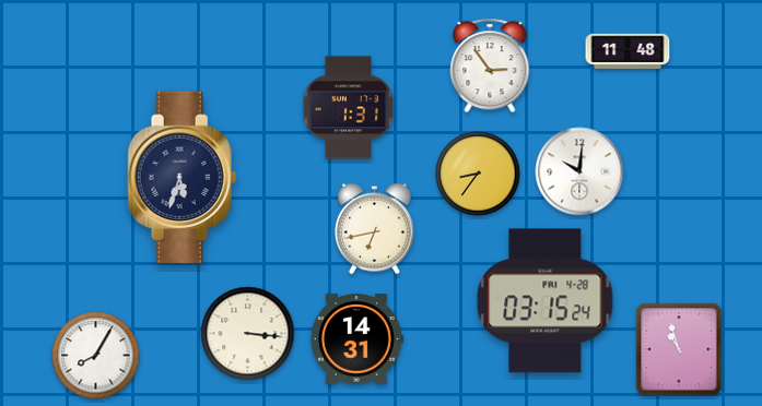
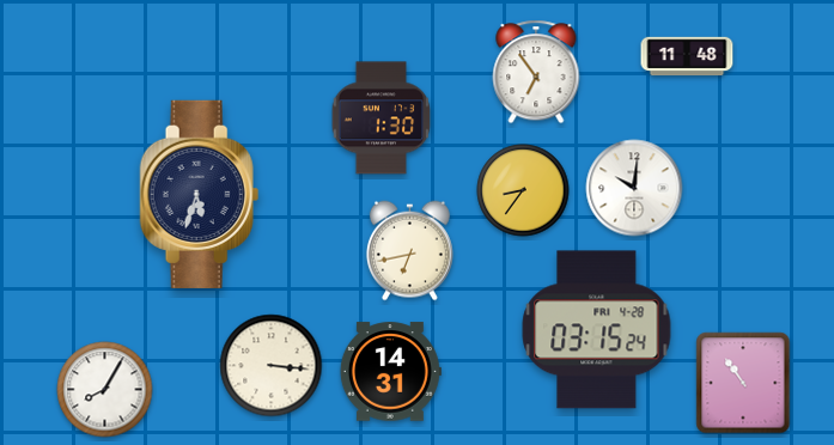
clock at (490, 65): 2:54 -> 6:54
clock at (349, 108): 1:31 -> 1:30
clock at (679, 349): 10:57 -> 10:54
